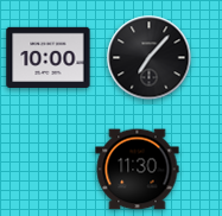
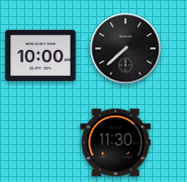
clock at (49, 57) position: (49, 57) -> (41, 55)
clock at (150, 58): 7:07 -> 7:38
